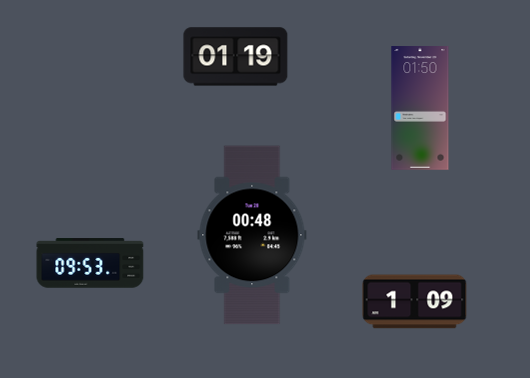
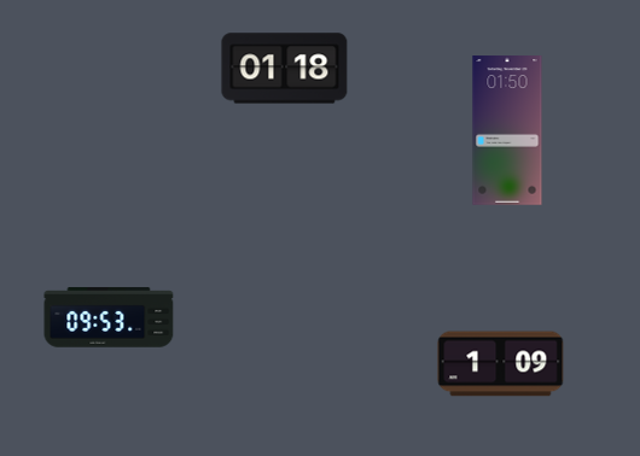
clock at (236, 57): 01:19 -> 01:18
clock at (252, 235): 00:48 -> none
